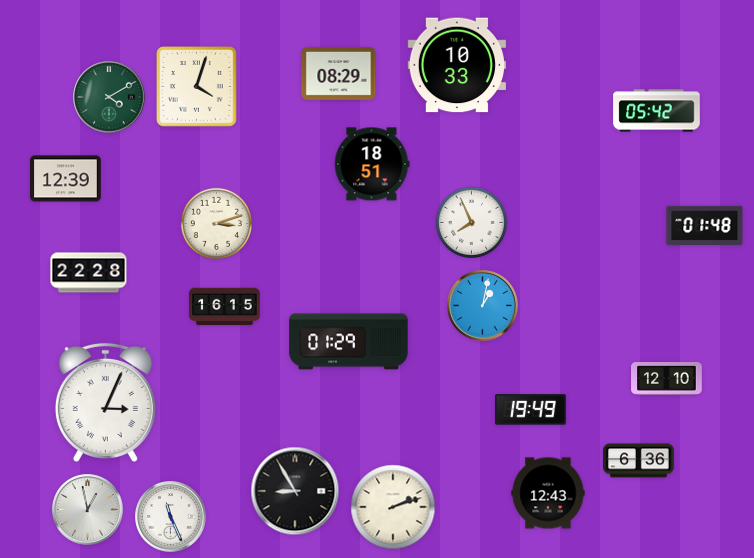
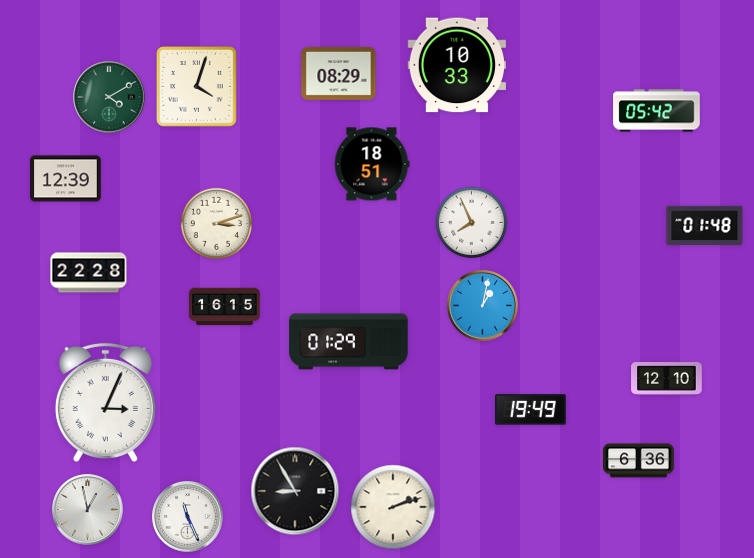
clock at (548, 493): 12:43 -> none
clock at (171, 517) position: (171, 517) -> (188, 517)
